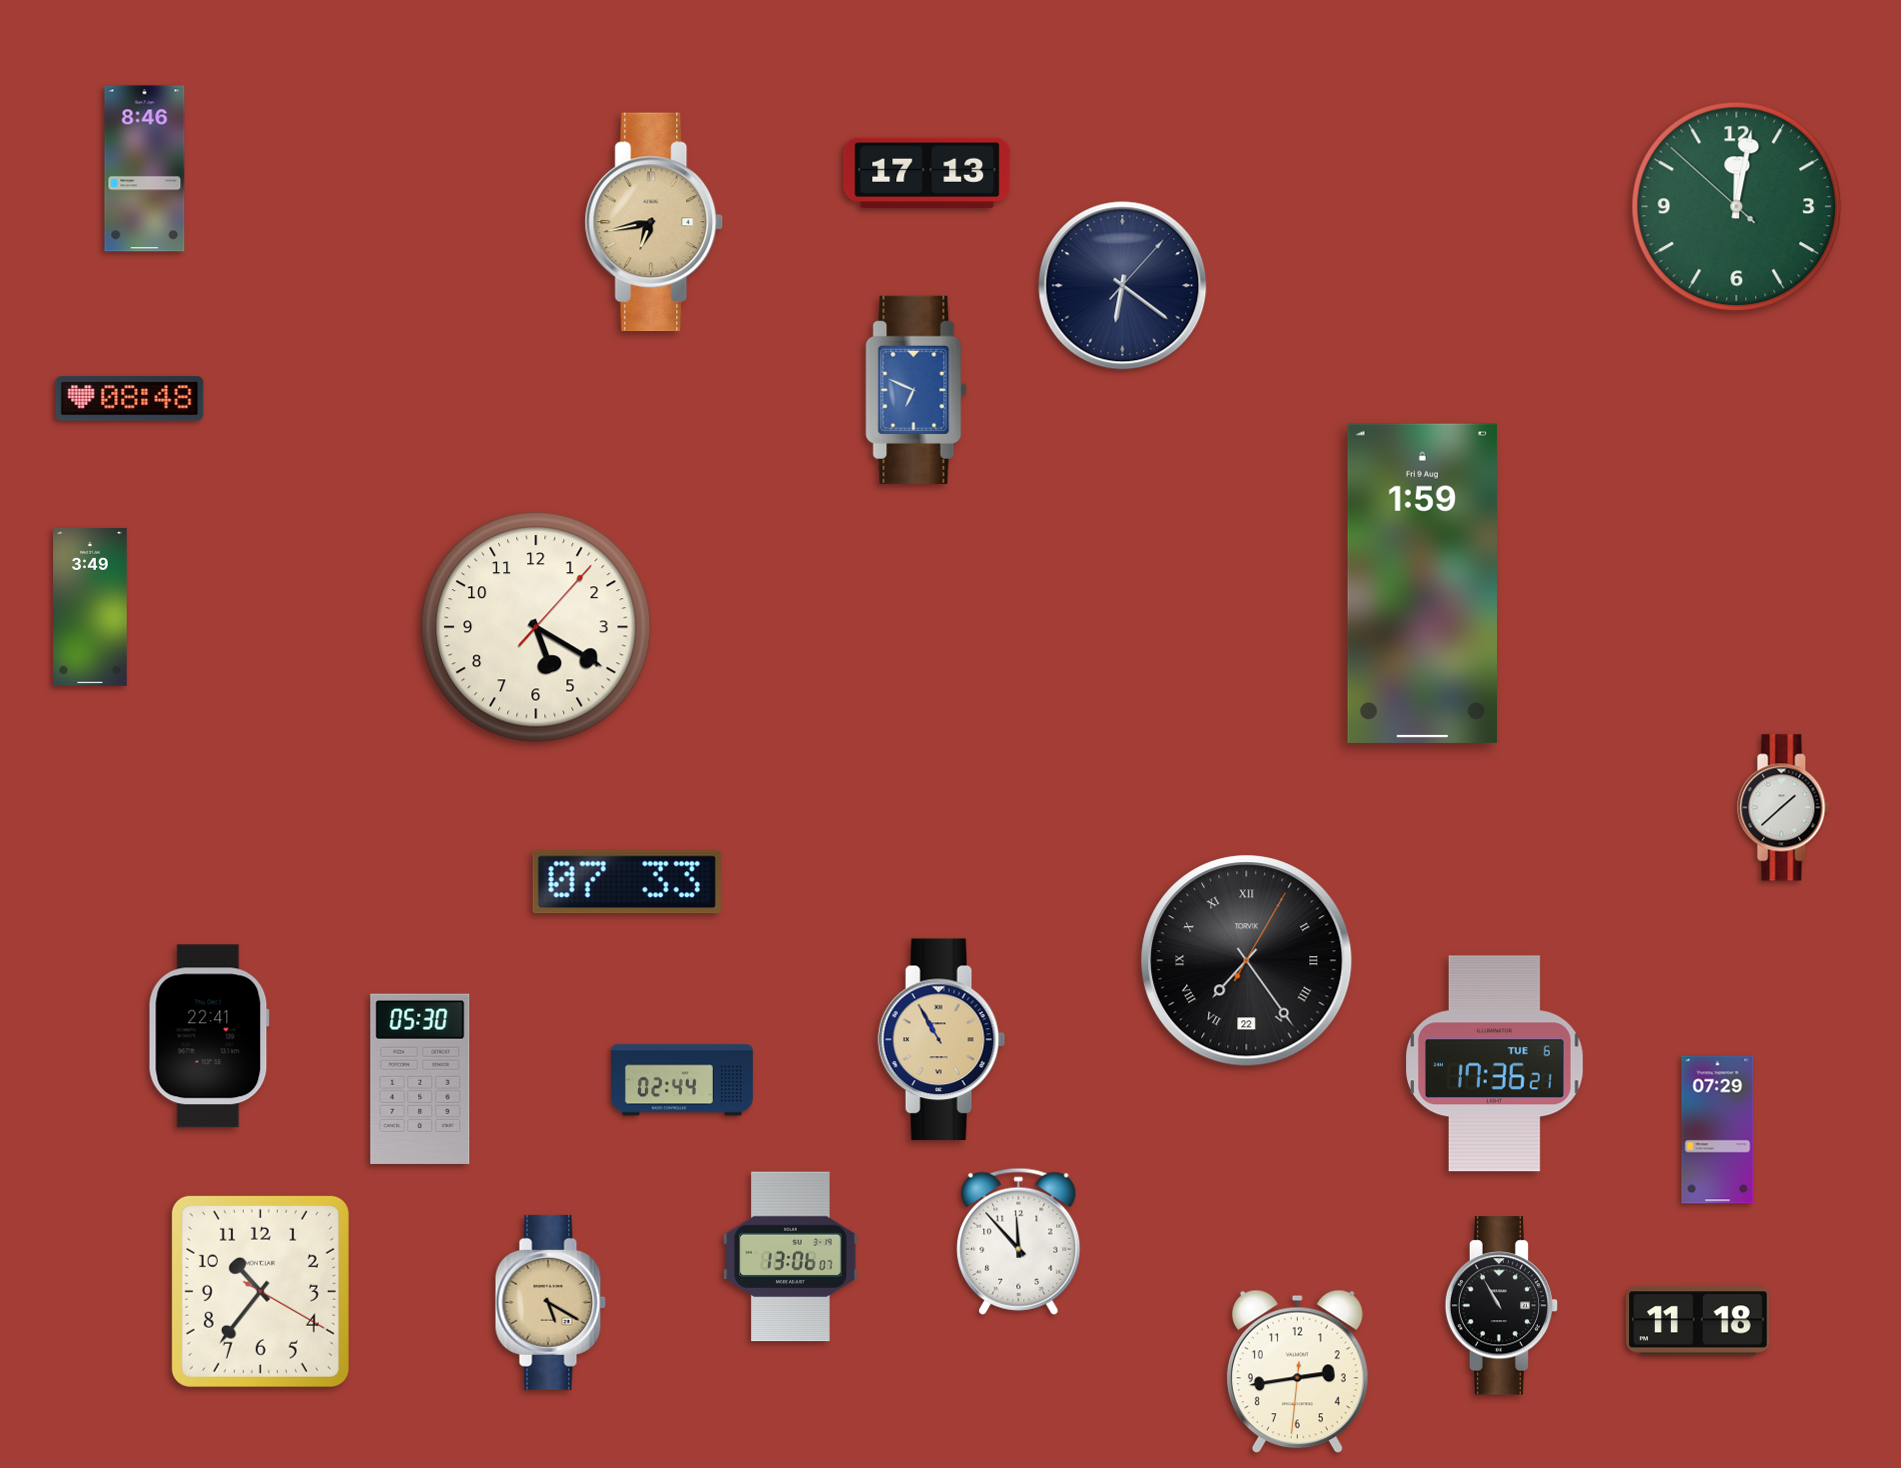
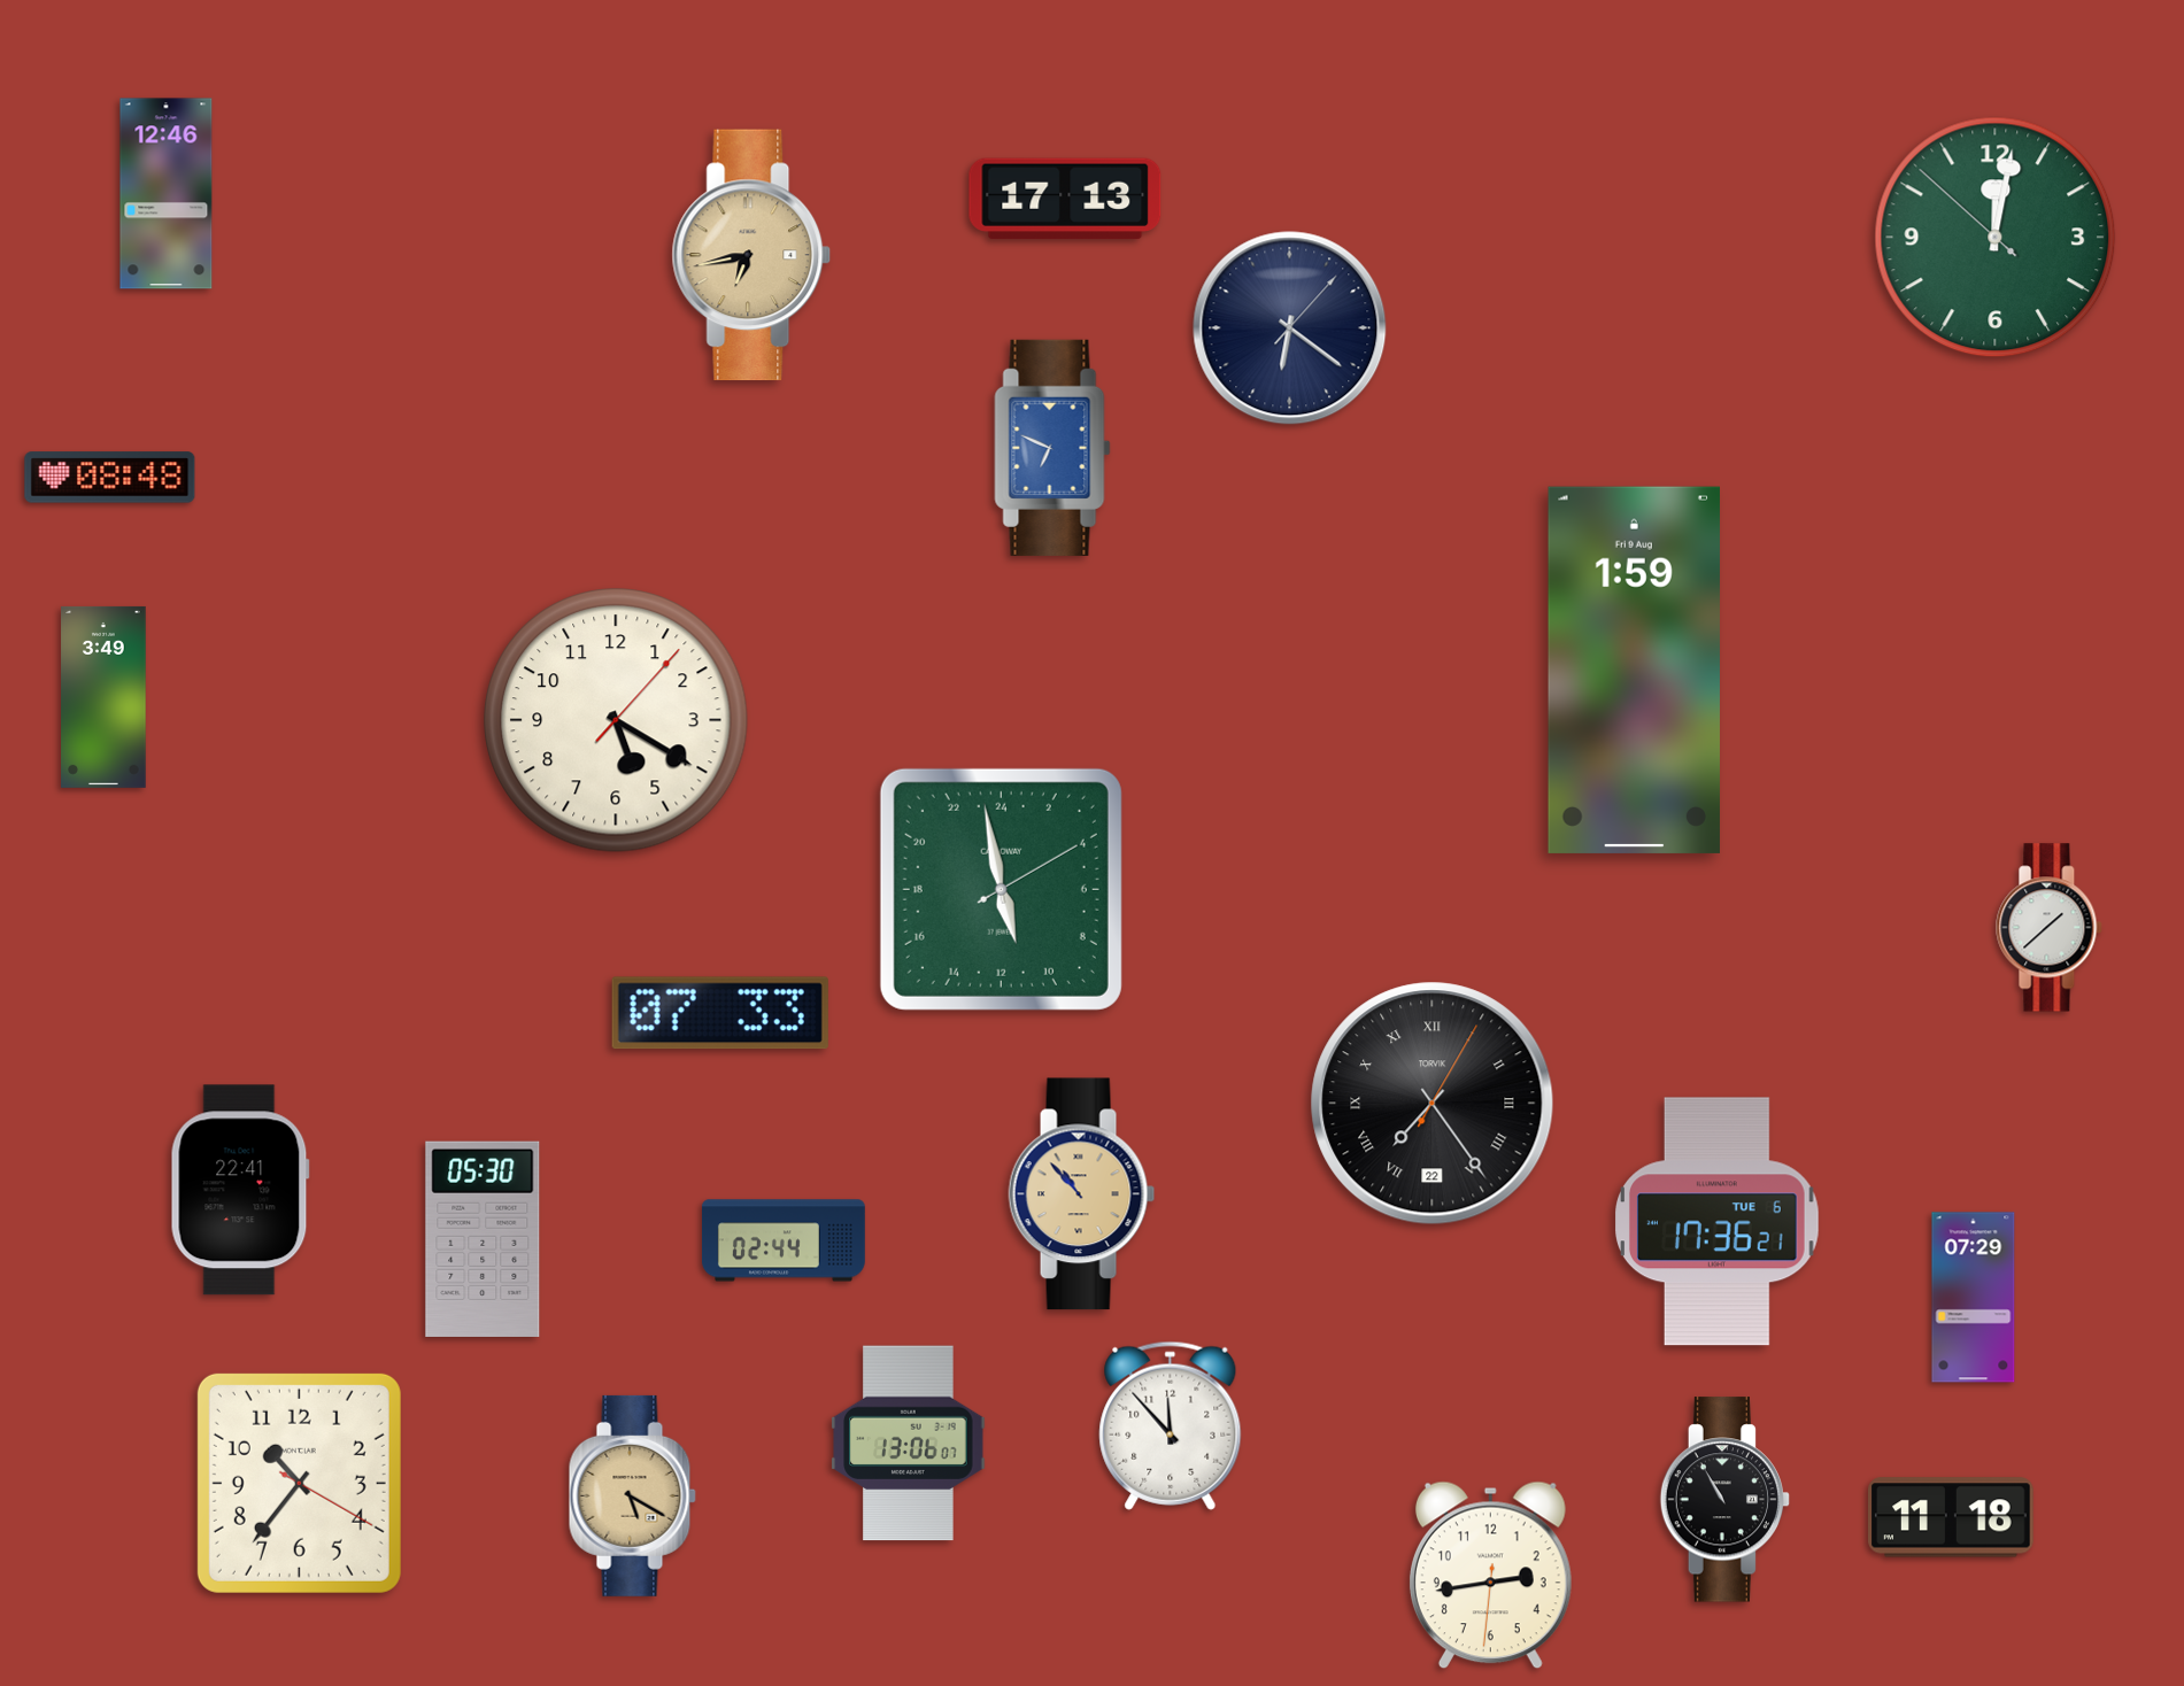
clock at (145, 169): 8:46 -> 12:46
clock at (130, 399) position: (130, 399) -> (110, 478)
clock at (1001, 889): none -> 10:58
clock at (942, 1040): 10:55 -> 10:53
